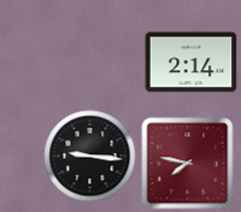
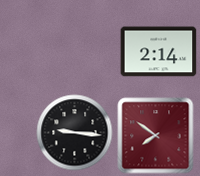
clock at (90, 157) position: (90, 157) -> (75, 133)
clock at (188, 164): 7:47 -> 7:51
